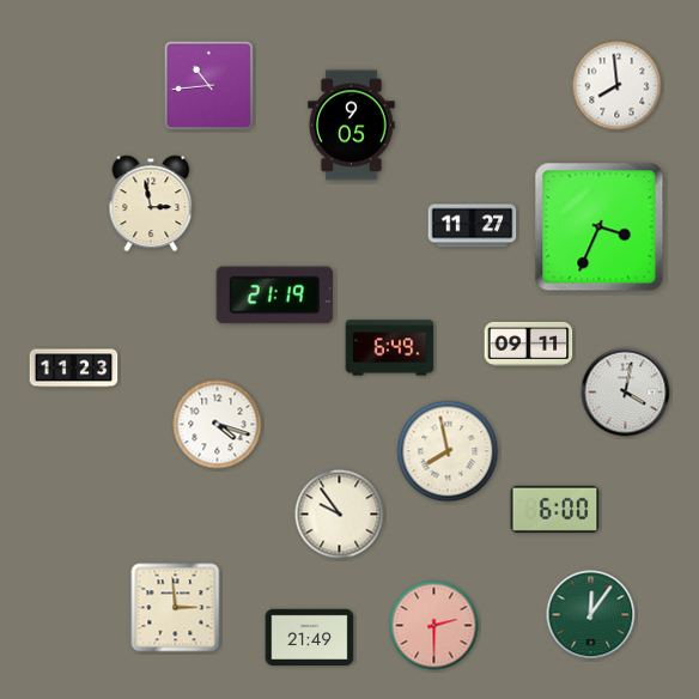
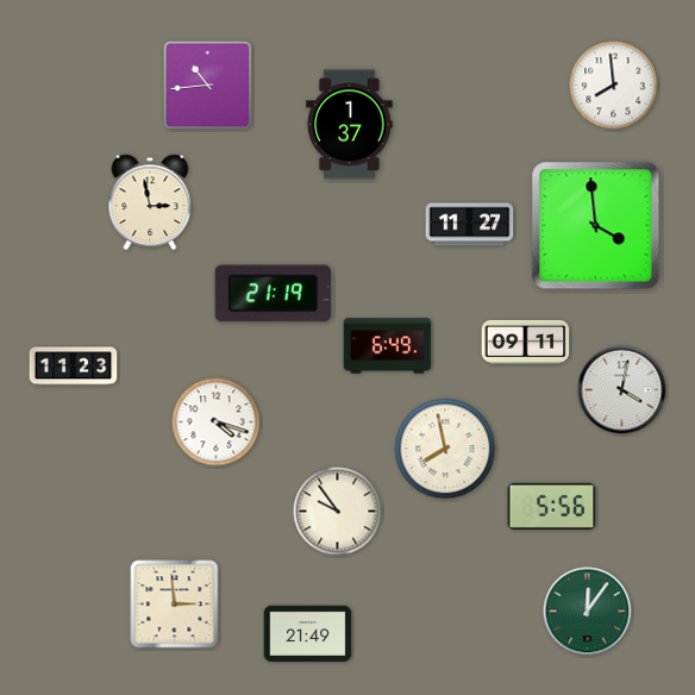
clock at (352, 126): 9:05 -> 1:37
clock at (600, 227): 3:34 -> 3:59
clock at (555, 509): 6:00 -> 5:56
clock at (434, 626): 2:30 -> none
